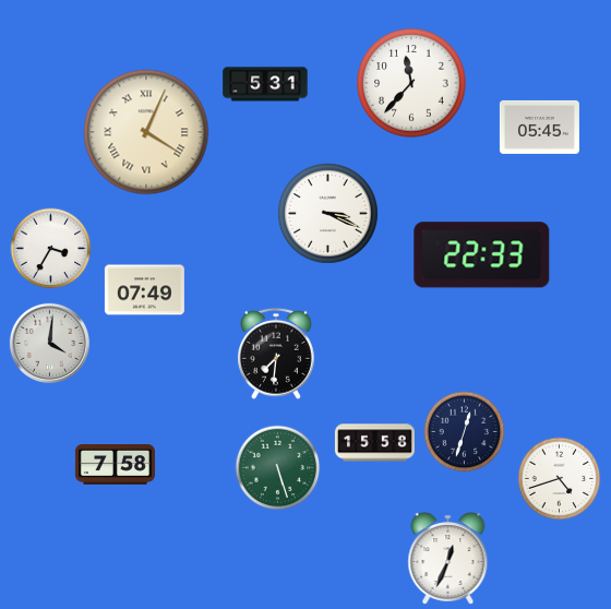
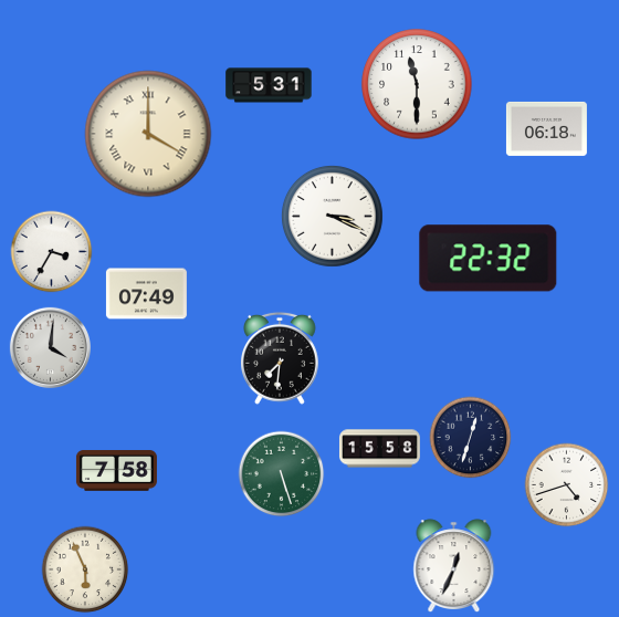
clock at (411, 83): 11:37 -> 11:30
clock at (539, 127): 05:45 -> 06:18
clock at (146, 132): 4:04 -> 4:00
clock at (482, 255): 22:33 -> 22:32
clock at (85, 569): none -> 5:56
